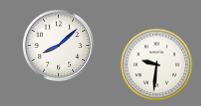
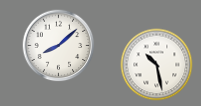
clock at (157, 65): 9:31 -> 10:28
